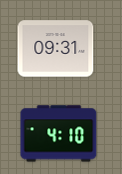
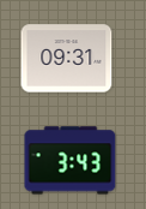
clock at (59, 134): 4:10 -> 3:43
